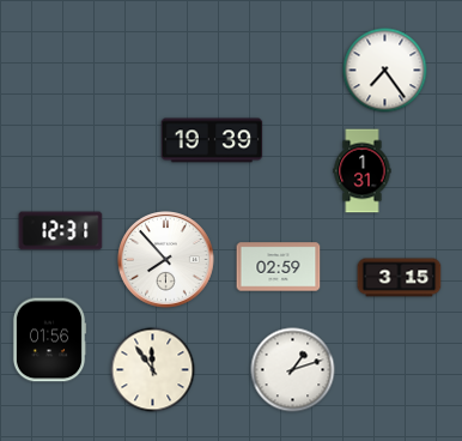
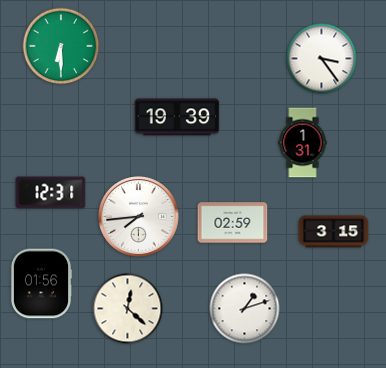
clock at (61, 46): none -> 6:30
clock at (385, 71): 7:24 -> 3:24
clock at (166, 260): 7:53 -> 7:44
clock at (153, 370): 11:54 -> 12:22
